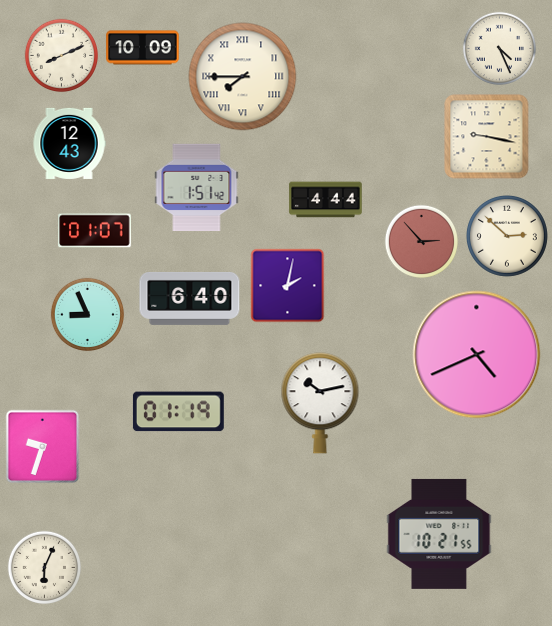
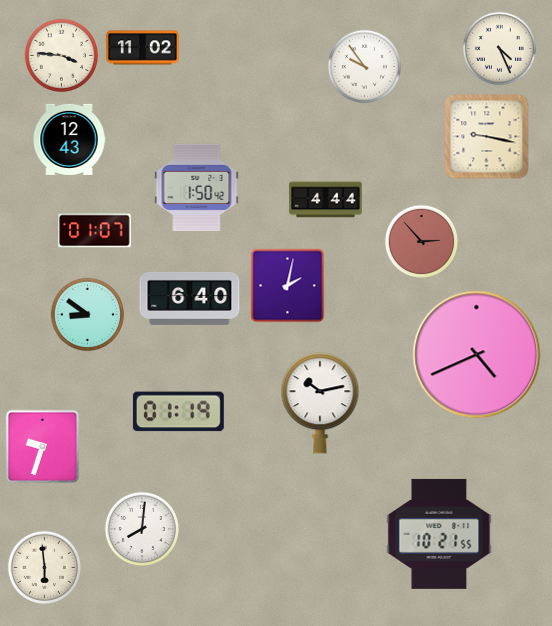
clock at (143, 48): 10:09 -> 11:02
clock at (62, 56): 8:11 -> 3:46
clock at (365, 67): none -> 9:54
clock at (243, 77): 7:45 -> none
clock at (69, 143) position: (69, 143) -> (69, 139)
clock at (197, 187): 1:51 -> 1:50
clock at (507, 236): 2:52 -> none
clock at (88, 315): 8:56 -> 8:51
clock at (141, 528): none -> 8:01
clock at (45, 568): 6:04 -> 5:59
